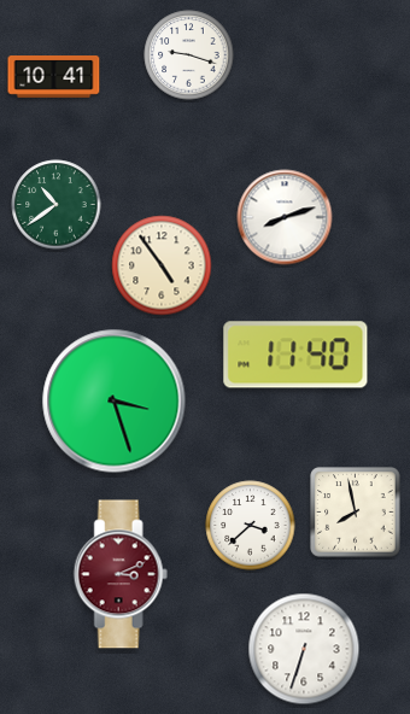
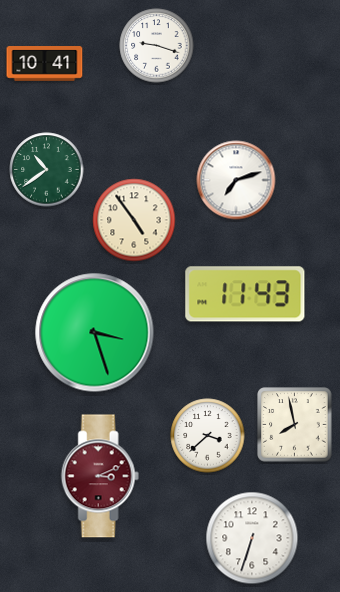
clock at (285, 217): 8:12 -> 7:12
clock at (295, 355): 11:40 -> 11:43
